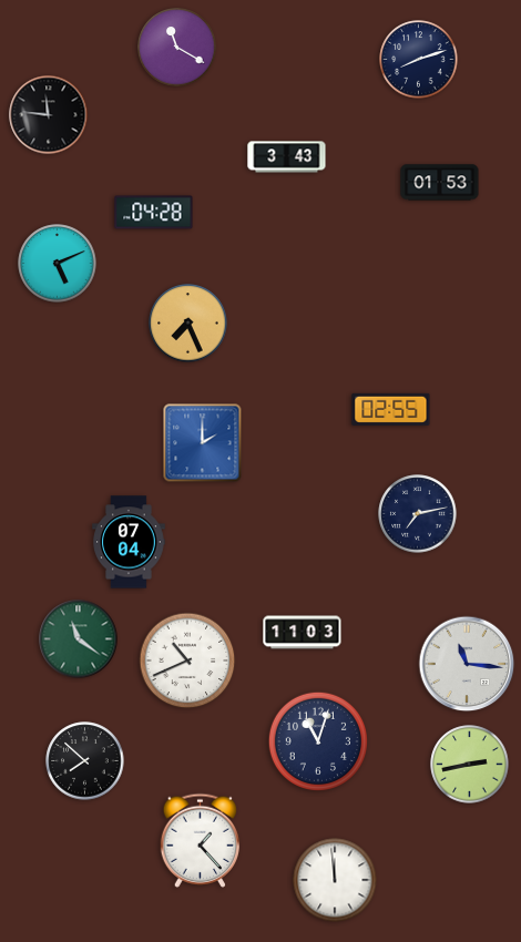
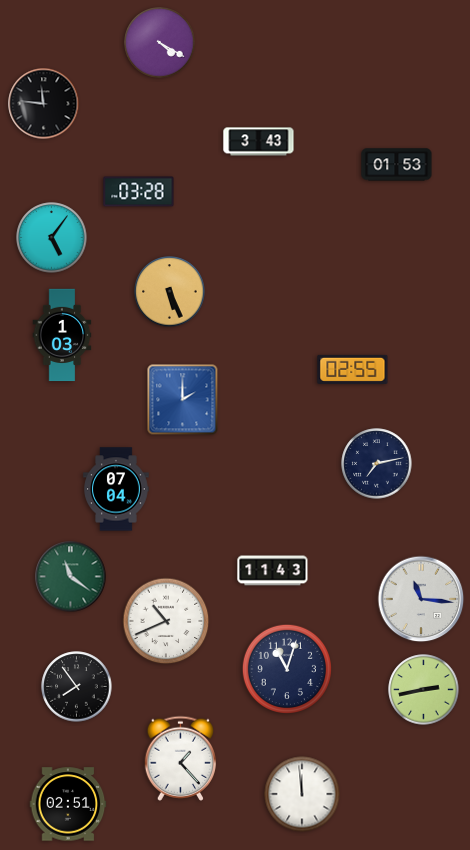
clock at (177, 48): 11:20 -> 4:20
clock at (419, 60): 8:12 -> none
clock at (154, 213): 04:28 -> 03:28
clock at (58, 264): 5:11 -> 5:06
clock at (188, 324): 7:26 -> 5:26
clock at (62, 335): none -> 1:03
clock at (303, 633): 11:03 -> 11:43
clock at (187, 661) position: (187, 661) -> (166, 621)
clock at (85, 761): 7:52 -> 7:54
clock at (68, 804): none -> 02:51
